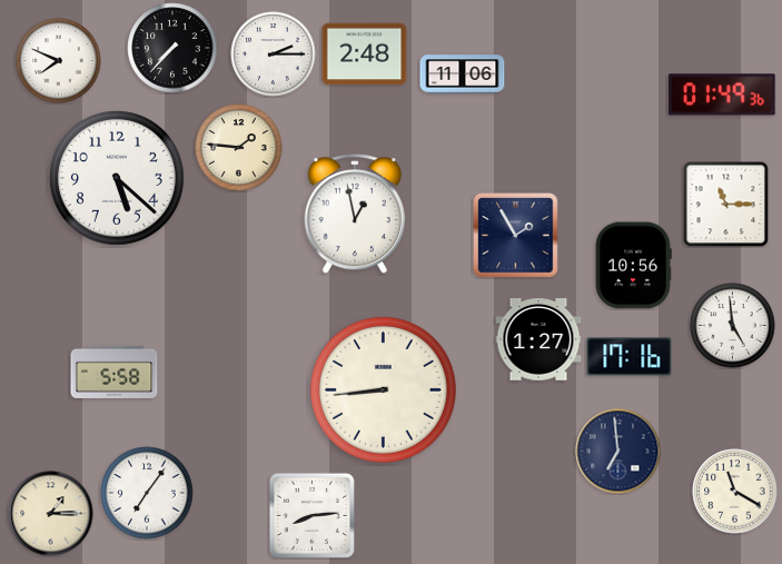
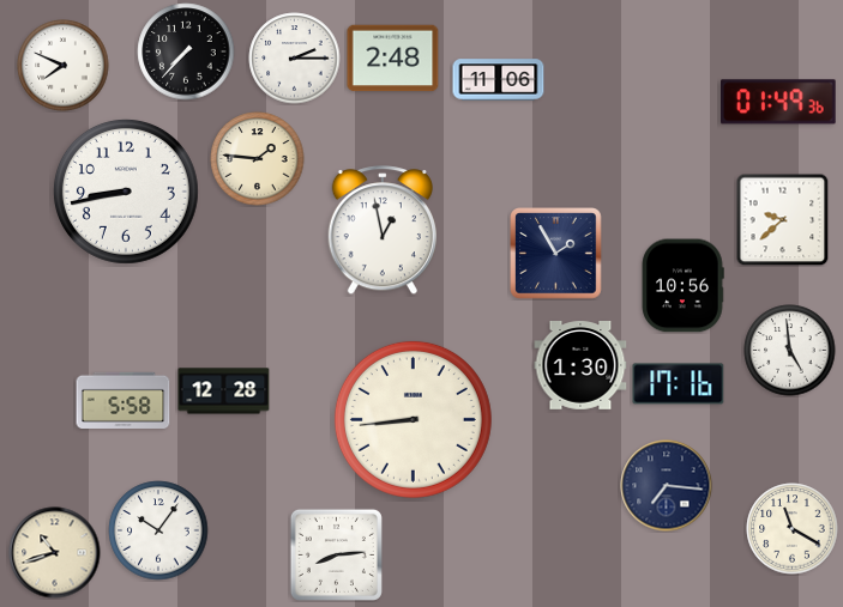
clock at (117, 178): 5:22 -> 8:43
clock at (725, 204): 11:15 -> 9:38
clock at (538, 340): 1:27 -> 1:30
clock at (224, 391): none -> 12:28
clock at (618, 452): 6:59 -> 7:16
clock at (147, 493): 7:06 -> 10:06
clock at (51, 514): 1:15 -> 10:42
